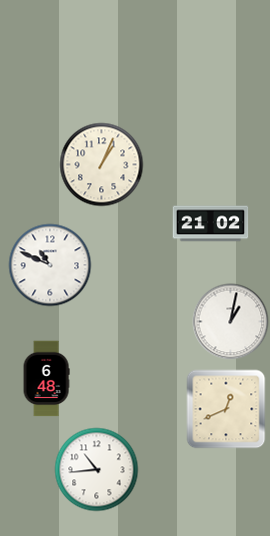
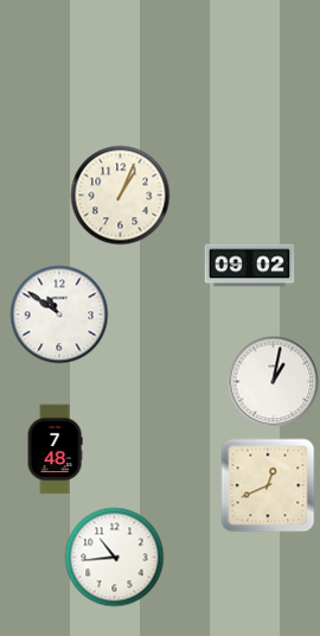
clock at (211, 224): 21:02 -> 09:02
clock at (50, 265): 10:49 -> 10:51
clock at (46, 379): 6:48 -> 7:48
